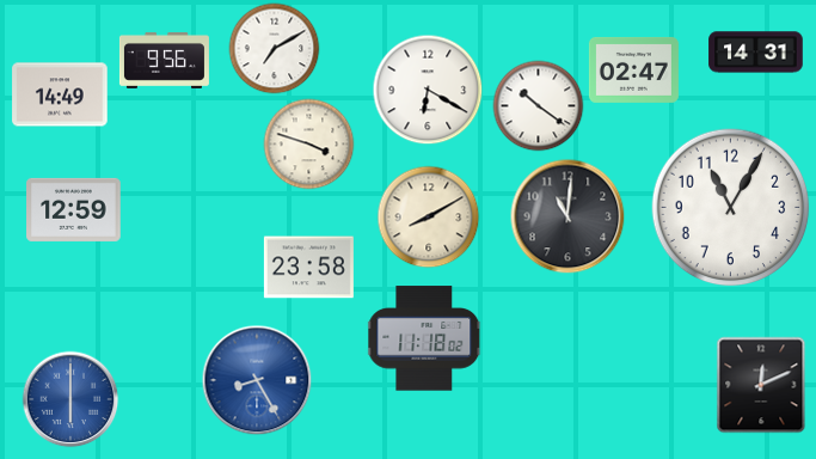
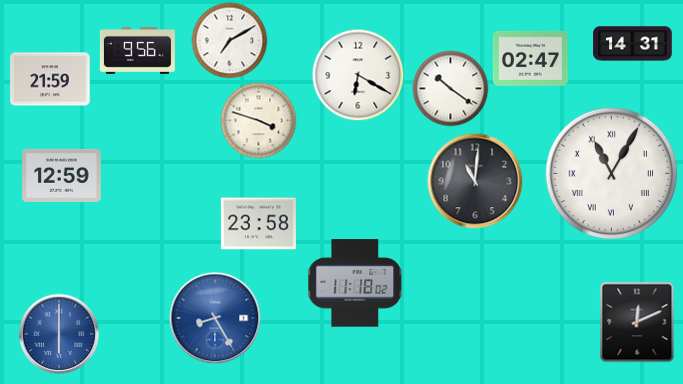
clock at (60, 94): 14:49 -> 21:59
clock at (731, 208) numerals: Arabic -> Roman
clock at (429, 218): 8:10 -> none
